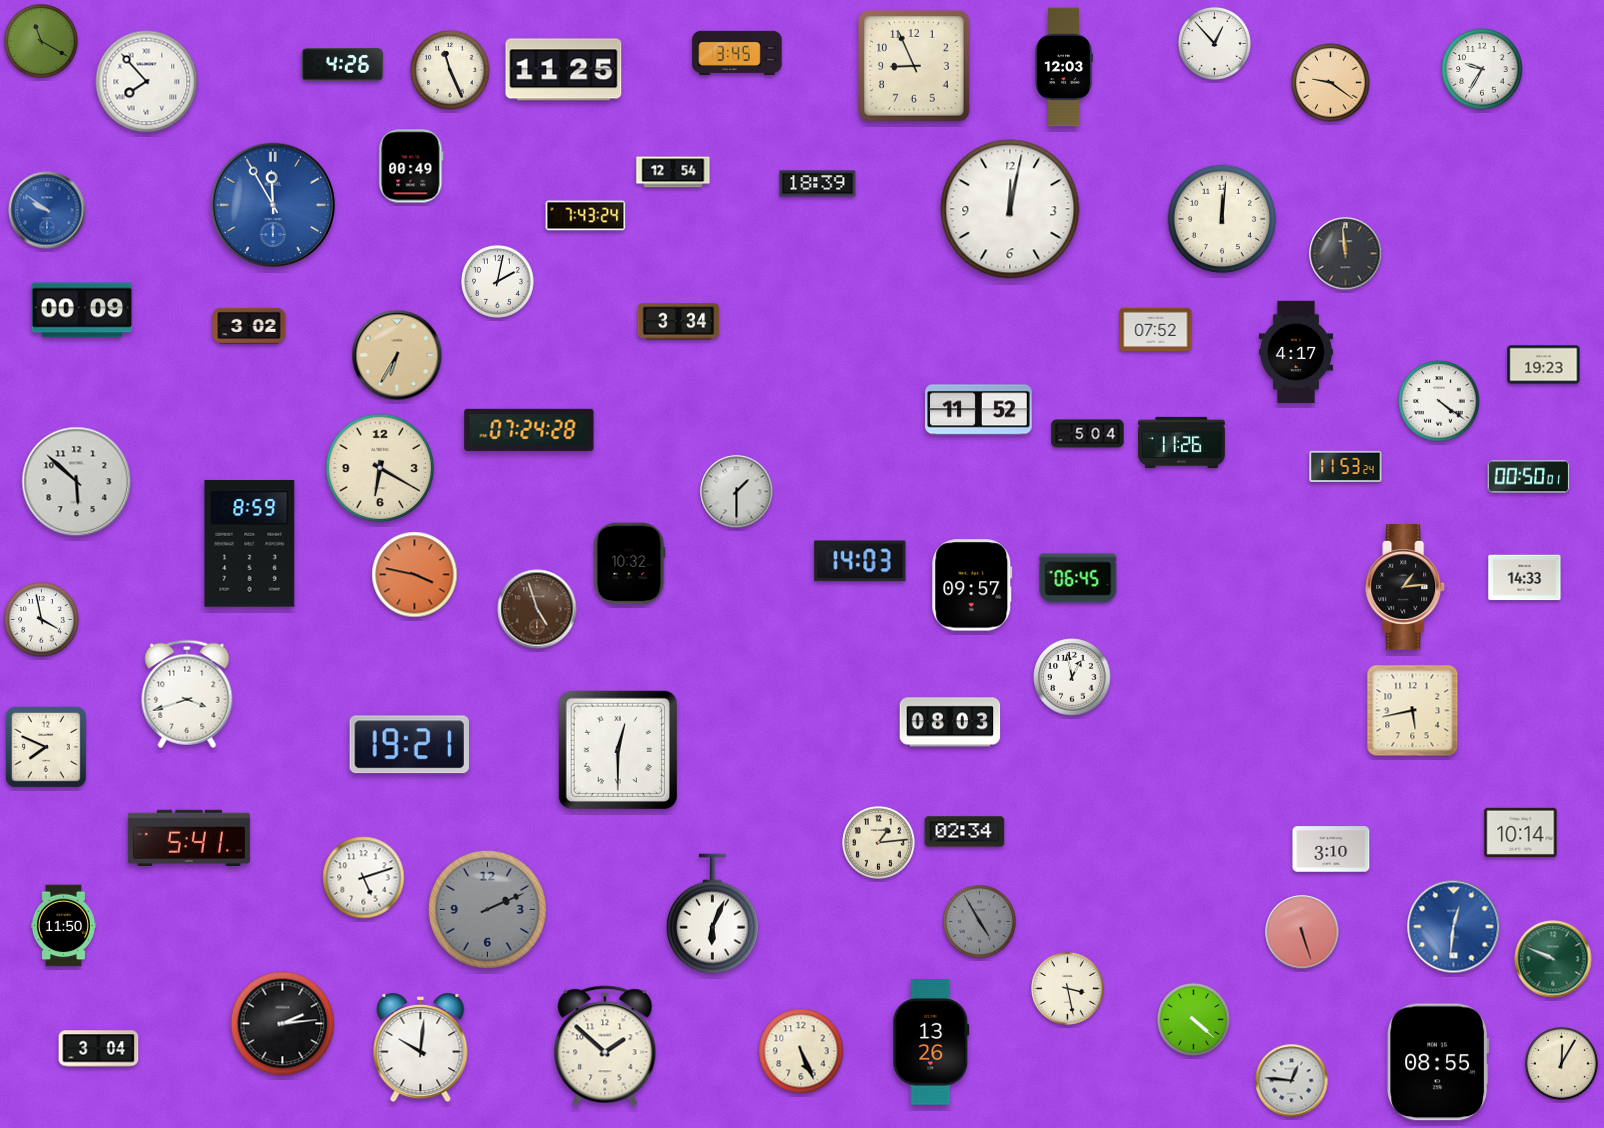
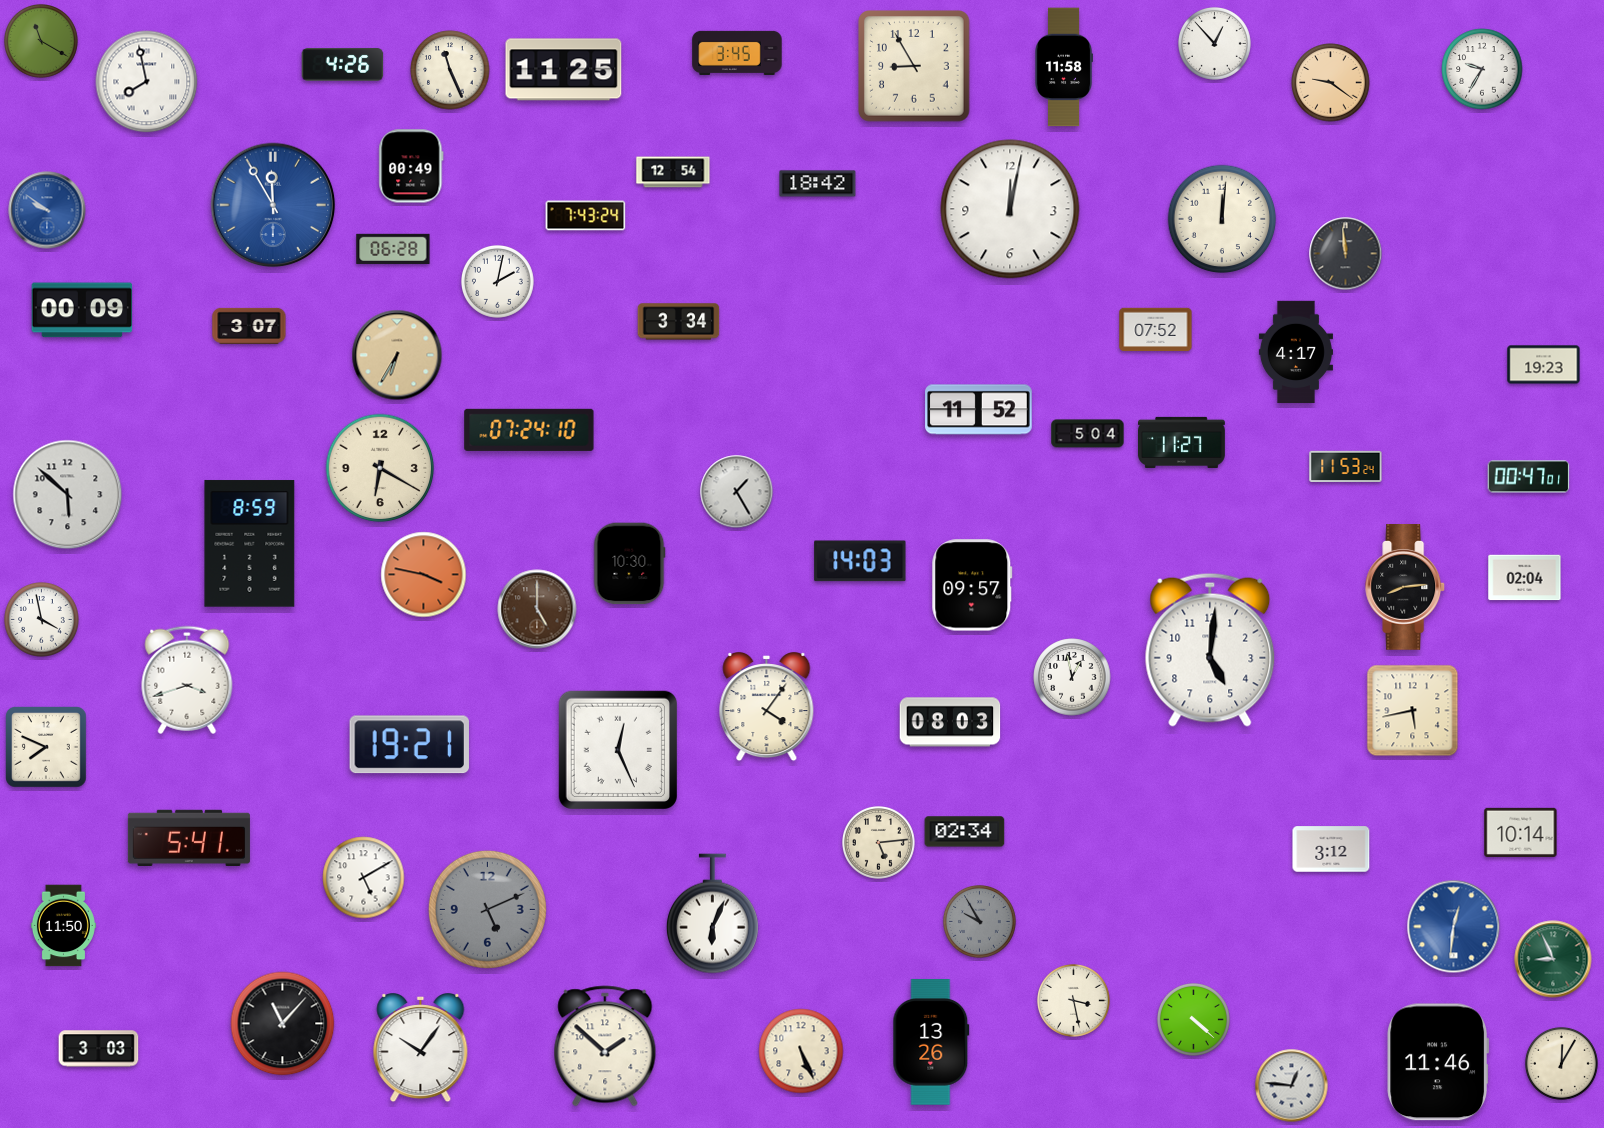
clock at (915, 66): 8:56 -> 8:55
clock at (1064, 67): 12:03 -> 11:58
clock at (147, 82): 7:53 -> 7:58
clock at (818, 184): 18:39 -> 18:42
clock at (393, 249): none -> 06:28
clock at (249, 326): 3:02 -> 3:07
clock at (1439, 401): 4:21 -> none
clock at (529, 430): 07:24:28 -> 07:24:10
clock at (1182, 442): 11:26 -> 11:27
clock at (1529, 477): 00:50 -> 00:47
clock at (77, 482) position: (77, 482) -> (68, 495)
clock at (737, 492): 1:30 -> 1:25
clock at (630, 564): 10:32 -> 10:30
clock at (415, 575) position: (415, 575) -> (424, 575)
clock at (1078, 578): 06:45 -> none
clock at (1525, 578): 14:33 -> 02:04
clock at (1406, 588): 1:14 -> 8:14
clock at (537, 609): 4:57 -> 5:00
clock at (1210, 650): none -> 5:01
clock at (187, 694) position: (187, 694) -> (187, 680)
clock at (767, 708): none -> 4:06
clock at (617, 749): 12:30 -> 12:26
clock at (879, 843): 1:14 -> 5:14
clock at (1331, 849): 3:10 -> 3:12
clock at (364, 878): 5:12 -> 5:10
clock at (487, 909): 2:11 -> 5:11
clock at (980, 922): 4:55 -> 9:55
clock at (1302, 932): 5:27 -> none
clock at (1553, 959): 9:49 -> 8:56
clock at (1068, 989) position: (1068, 989) -> (1074, 1001)
clock at (283, 1024): 2:14 -> 11:07
clock at (99, 1049): 3:04 -> 3:03
clock at (421, 1049): 10:01 -> 10:06
clock at (1438, 1062): 08:55 -> 11:46
clock at (1292, 1081) position: (1292, 1081) -> (1292, 1086)
